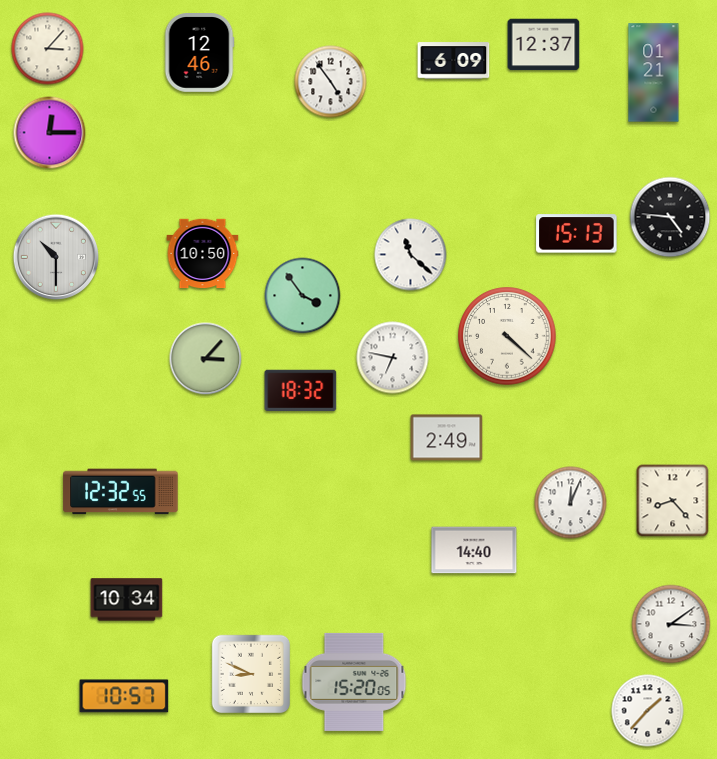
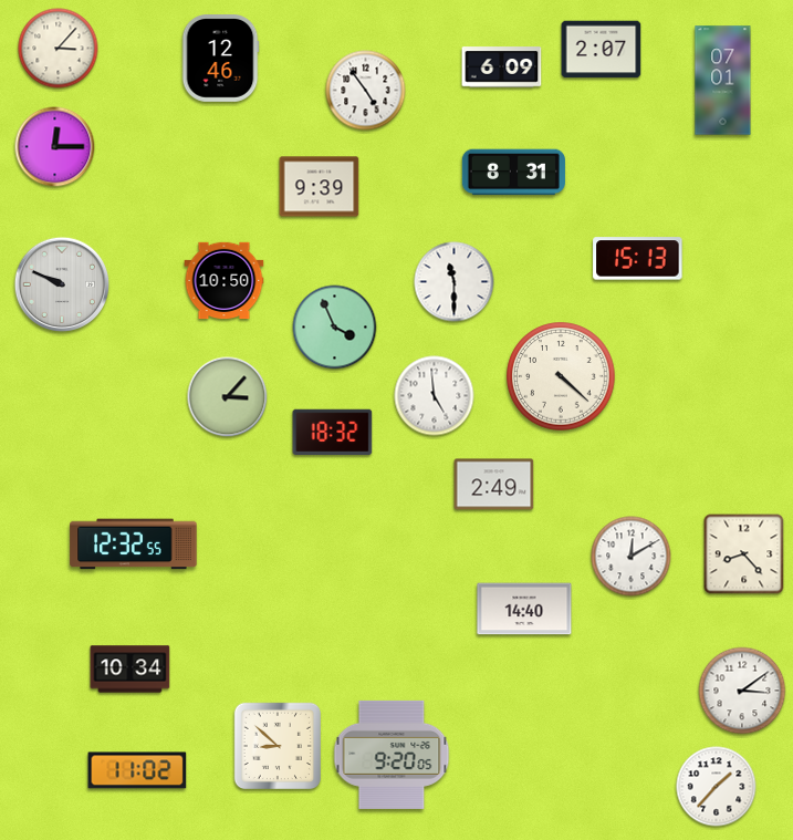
clock at (544, 45): 12:37 -> 2:07
clock at (48, 49) position: (48, 49) -> (59, 49)
clock at (654, 73): 01:21 -> 07:01
clock at (513, 173): none -> 8:31
clock at (320, 187): none -> 9:39
clock at (670, 217): 4:46 -> none
clock at (411, 255): 11:22 -> 11:30
clock at (56, 257): 10:30 -> 9:49
clock at (303, 296): 3:54 -> 3:56
clock at (507, 336) position: (507, 336) -> (561, 376)
clock at (393, 358): 6:47 -> 4:59
clock at (571, 503): 12:04 -> 12:10
clock at (127, 600) position: (127, 600) -> (131, 670)
clock at (250, 673): 8:49 -> 8:52
clock at (354, 682): 15:20 -> 9:20
clock at (124, 696): 10:57 -> 11:02
